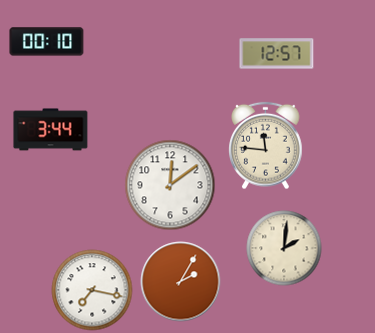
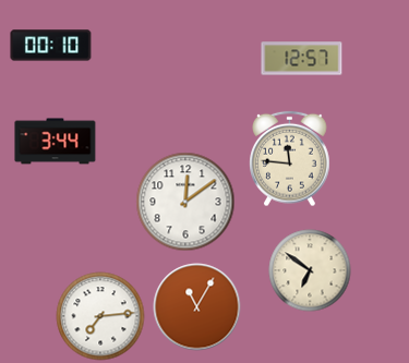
clock at (284, 248): 2:01 -> 6:51
clock at (181, 282): 2:05 -> 11:05
clock at (92, 290): 7:17 -> 7:14
